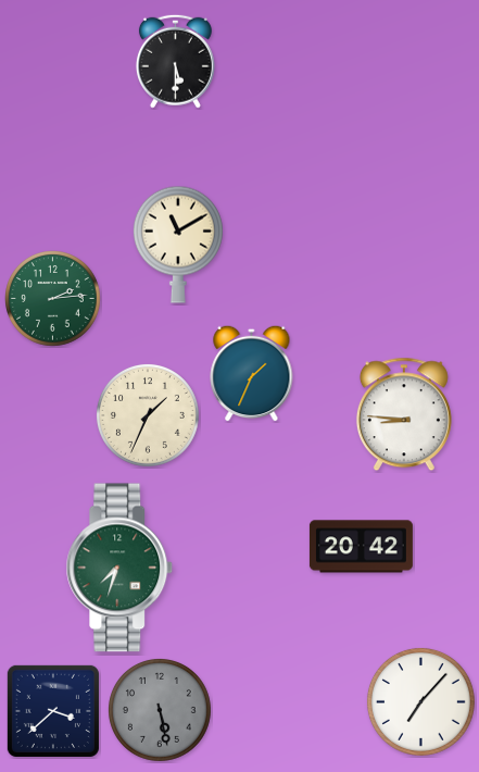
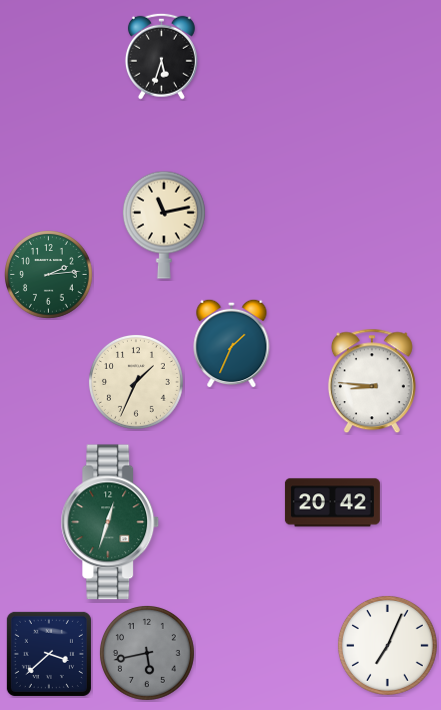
clock at (175, 61): 5:30 -> 5:33
clock at (178, 245): 11:10 -> 11:13
clock at (119, 568): 7:33 -> 12:33
clock at (420, 701): 7:07 -> 7:04
clock at (160, 710): 5:28 -> 5:43
